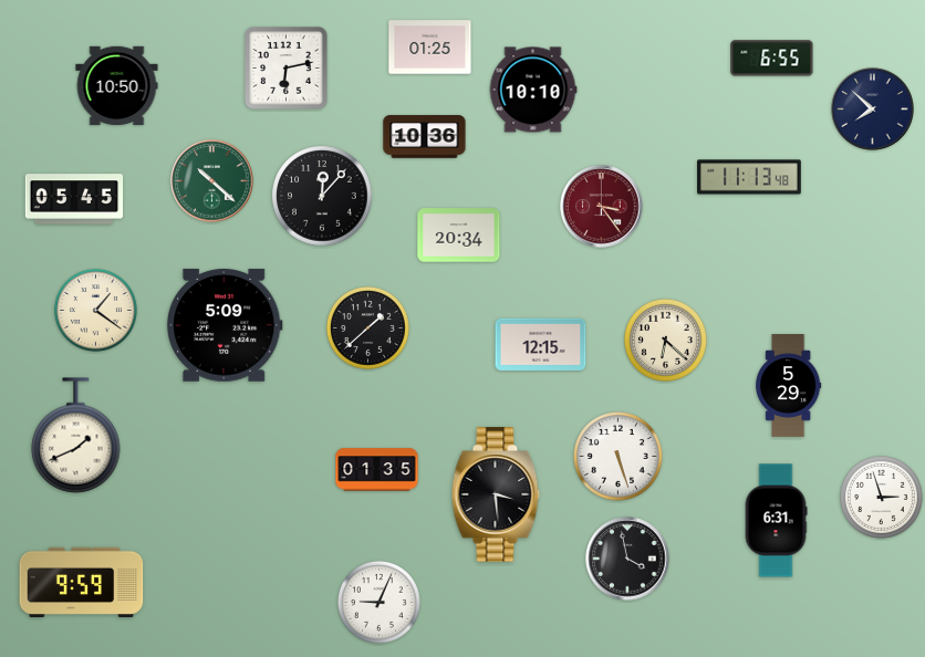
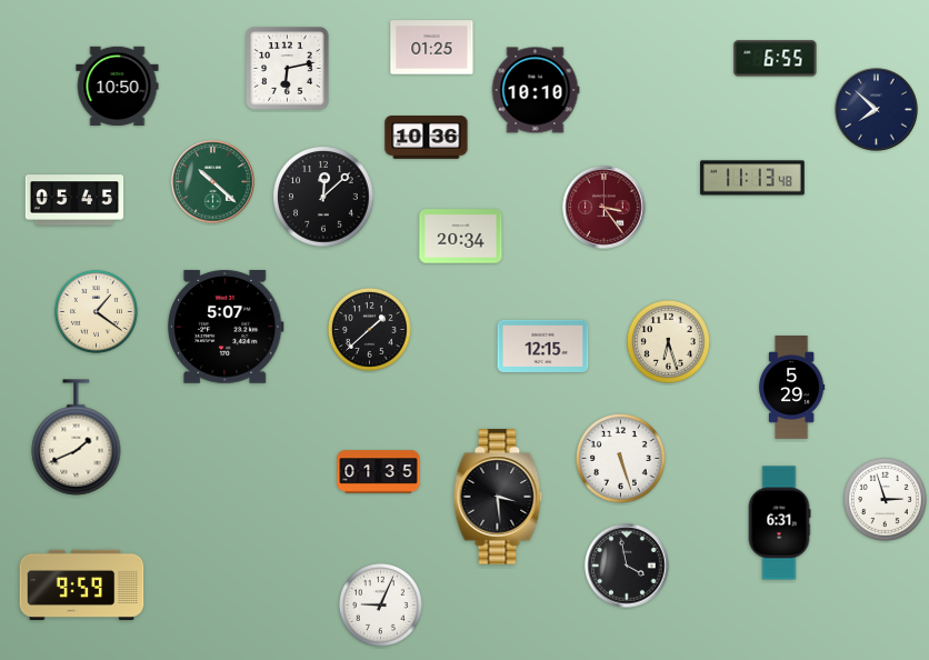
clock at (322, 196): 12:07 -> 12:08
clock at (225, 325): 5:09 -> 5:07
clock at (665, 340): 6:22 -> 6:27
clock at (627, 559) position: (627, 559) -> (627, 566)
